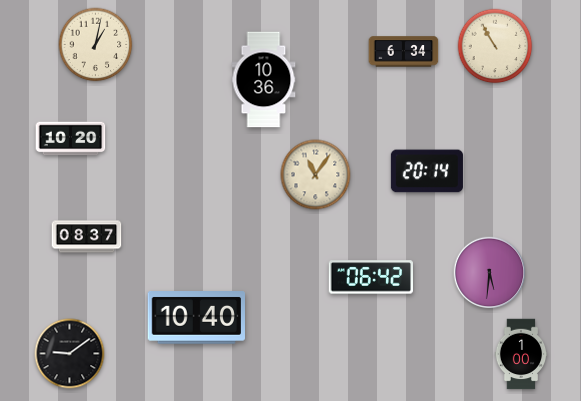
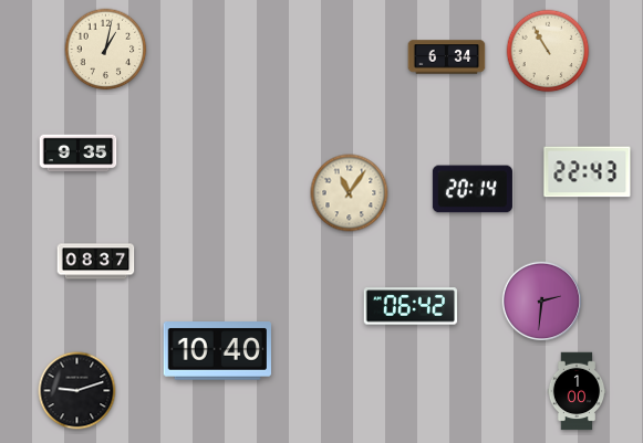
clock at (264, 80): 10:36 -> none
clock at (71, 139): 10:20 -> 9:35
clock at (588, 172): none -> 22:43
clock at (490, 273): 5:31 -> 2:31
clock at (70, 354): 9:09 -> 9:12
